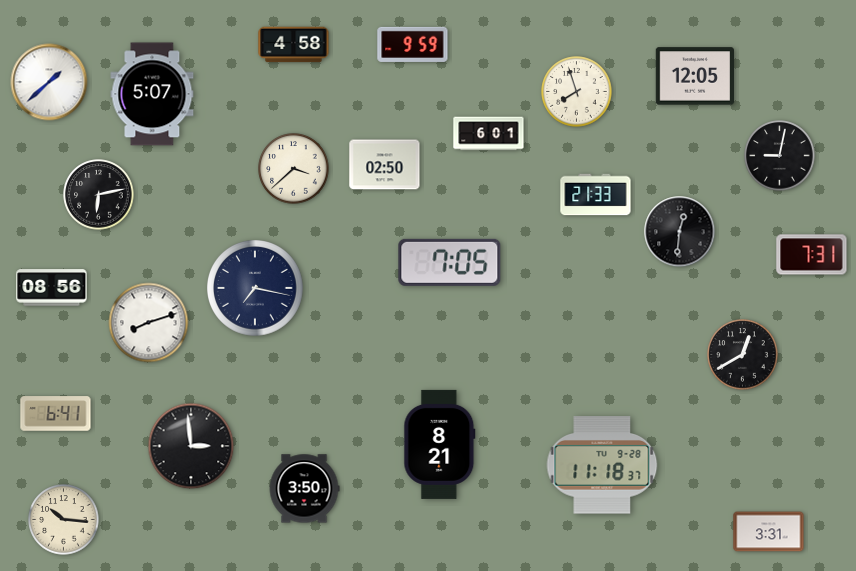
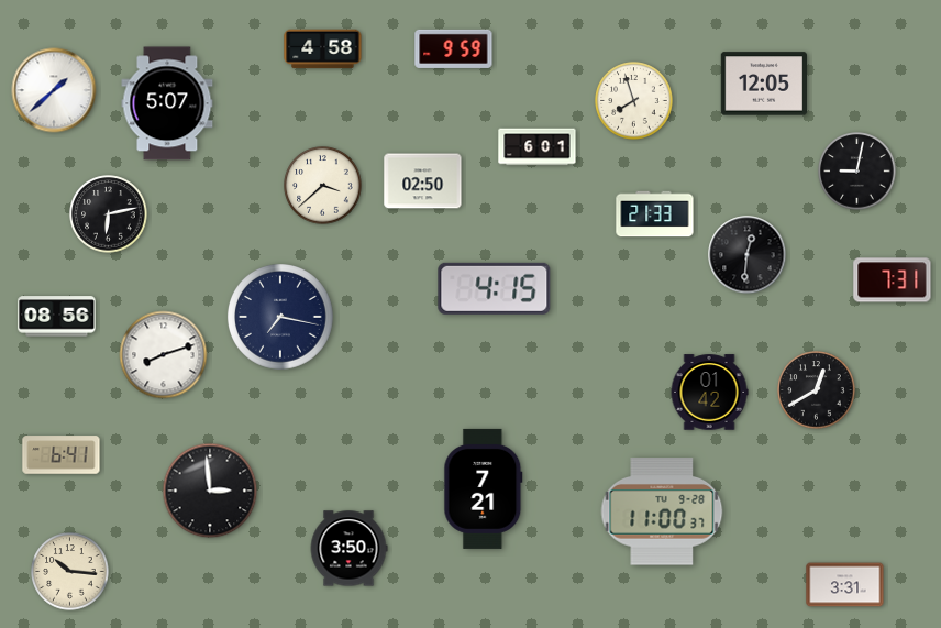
clock at (450, 262): 7:05 -> 4:15
clock at (709, 393): none -> 01:42
clock at (440, 444): 8:21 -> 7:21
clock at (602, 465): 11:18 -> 11:00
clock at (304, 489) position: (304, 489) -> (348, 549)
